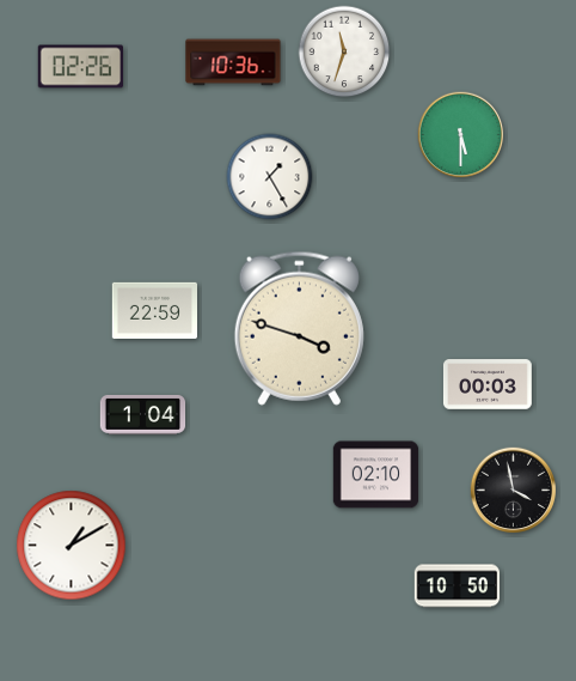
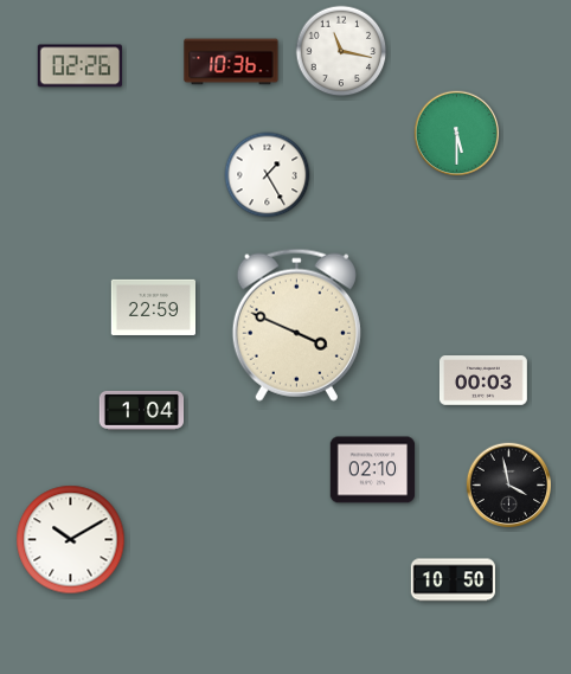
clock at (344, 51): 11:33 -> 11:17
clock at (299, 328): 3:48 -> 3:49
clock at (72, 546): 1:10 -> 10:10
